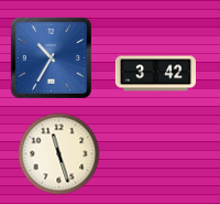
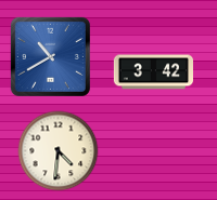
clock at (51, 57): 10:35 -> 10:40
clock at (59, 154): 11:27 -> 4:31
